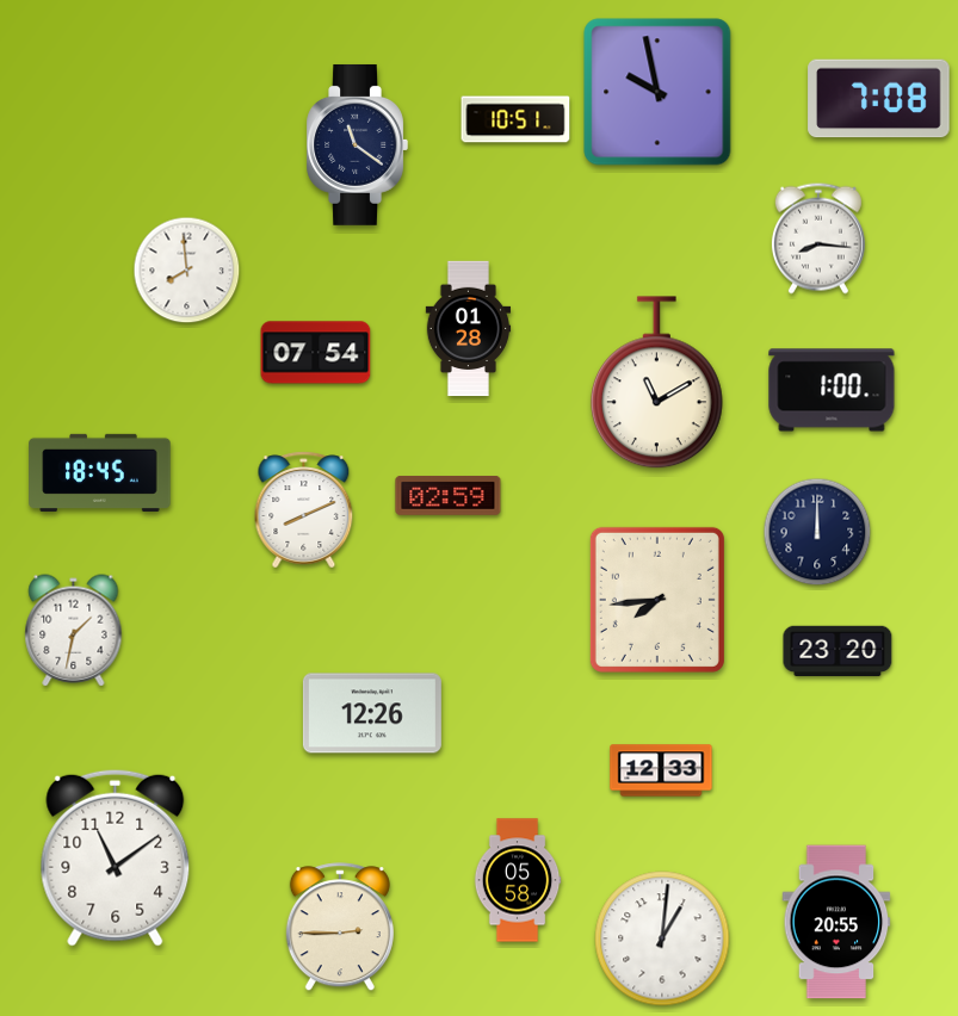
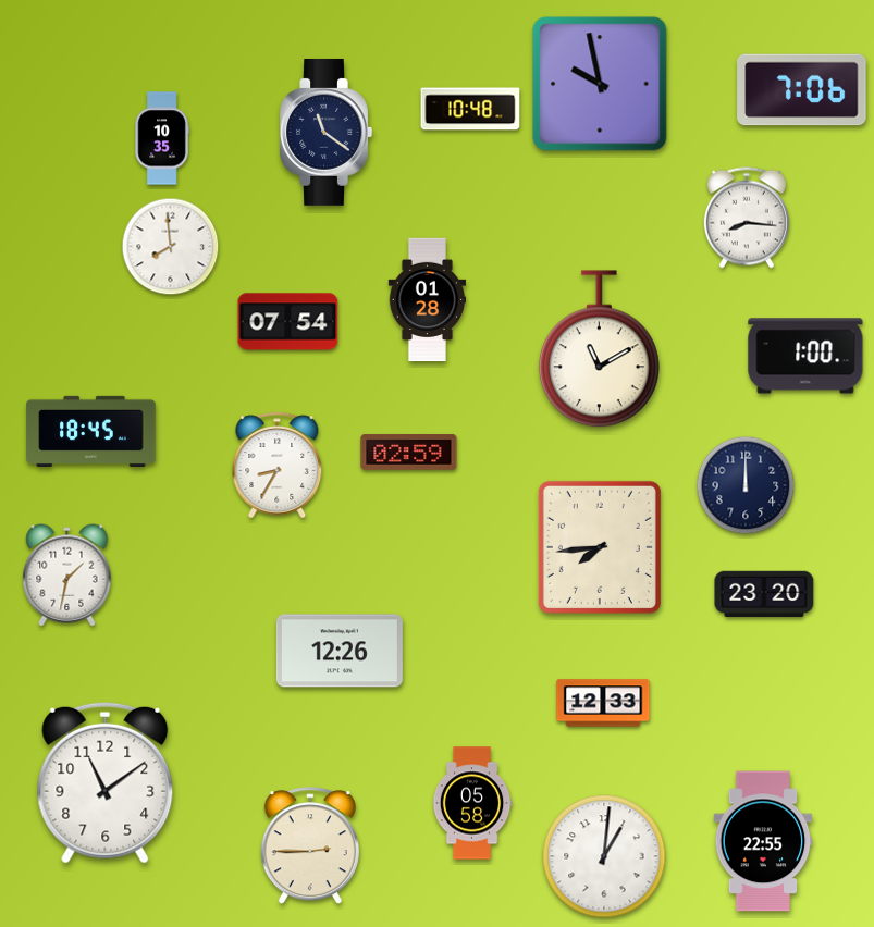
clock at (879, 99): 7:08 -> 7:06
clock at (515, 119): 10:51 -> 10:48
clock at (162, 138): none -> 10:35
clock at (832, 390) position: (832, 390) -> (805, 356)
clock at (304, 510): 8:11 -> 8:35
clock at (836, 922): 20:55 -> 22:55
